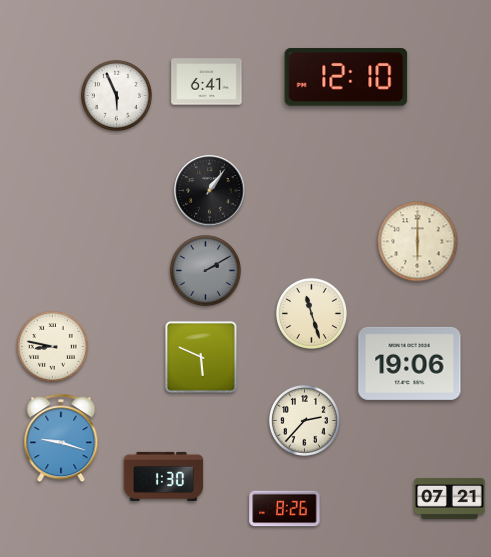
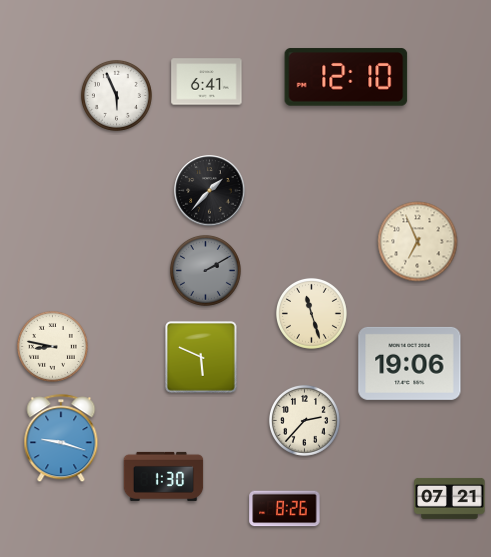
clock at (210, 191): 1:06 -> 1:37
clock at (418, 242): 6:00 -> 6:56
